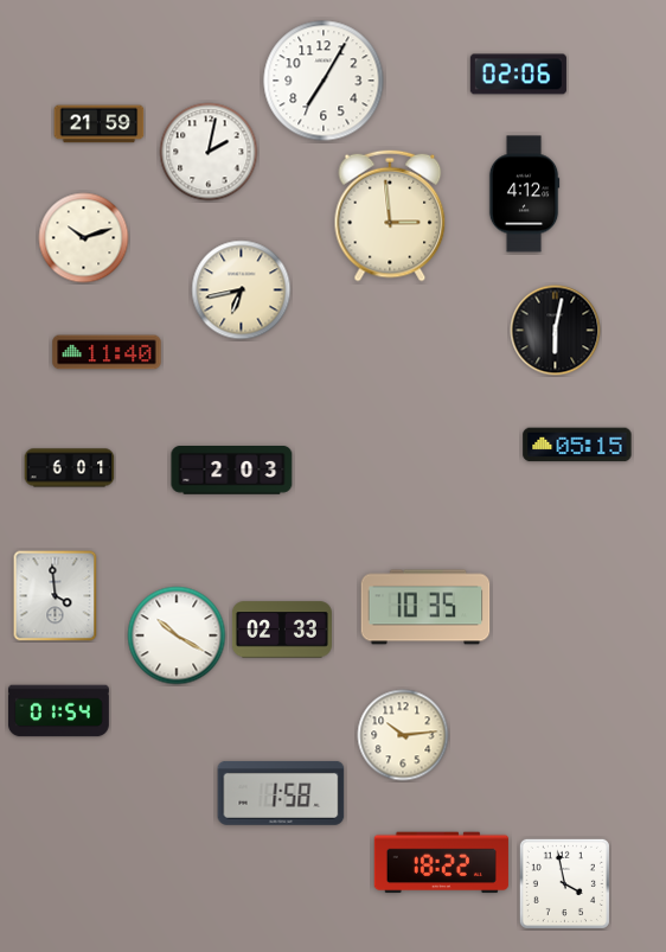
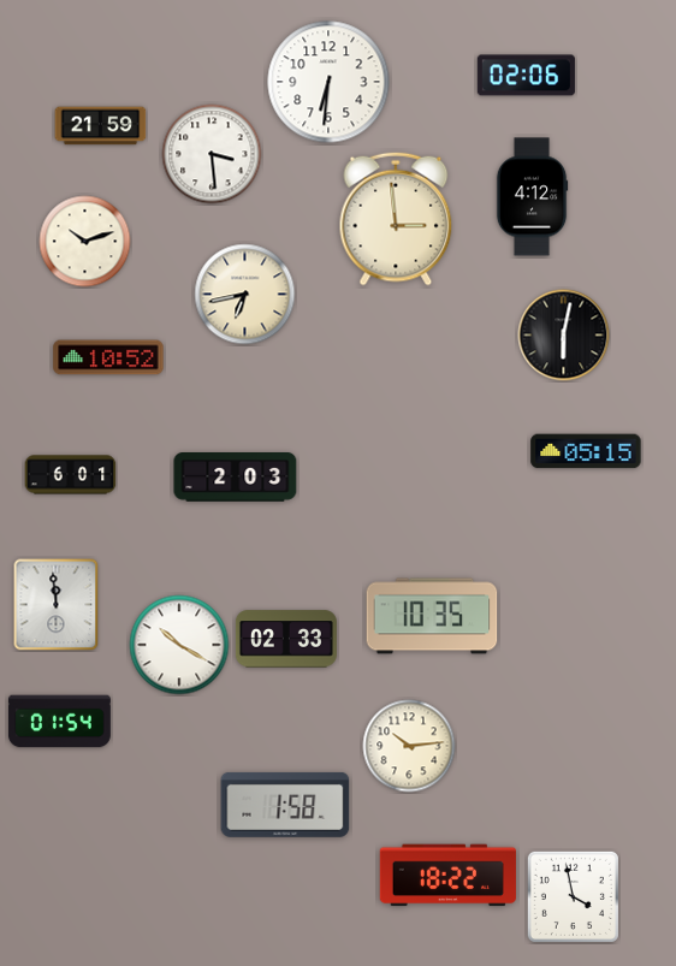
clock at (324, 81): 7:05 -> 6:31
clock at (209, 152): 2:02 -> 3:29
clock at (107, 352): 11:40 -> 10:52
clock at (56, 596): 3:59 -> 11:59
